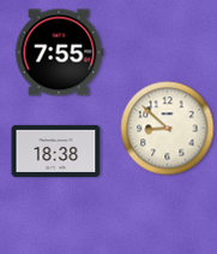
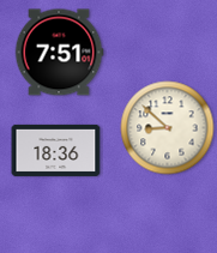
clock at (59, 53): 7:55 -> 7:51
clock at (56, 150): 18:38 -> 18:36
